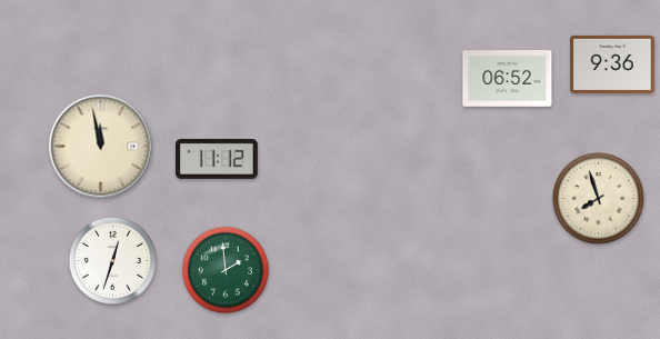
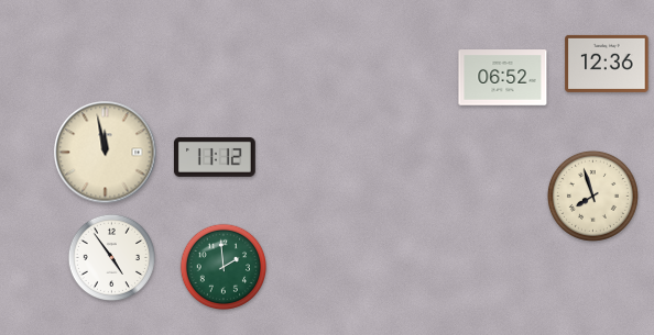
clock at (612, 64): 9:36 -> 12:36
clock at (101, 147) position: (101, 147) -> (106, 153)
clock at (112, 260): 12:33 -> 4:54
